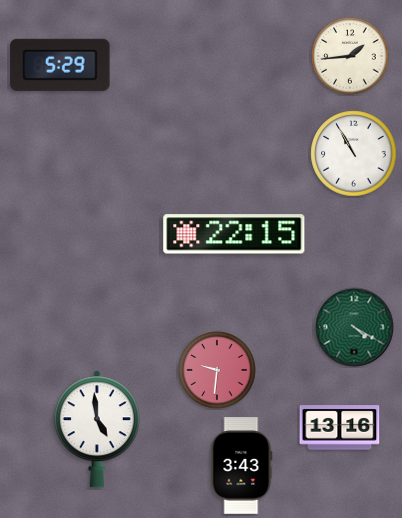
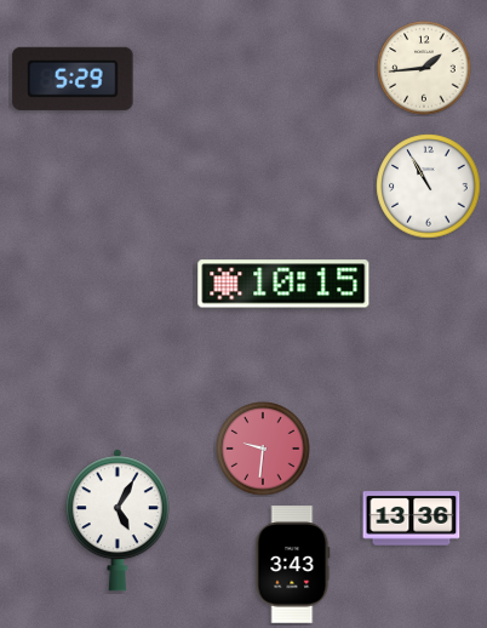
clock at (234, 234): 22:15 -> 10:15
clock at (354, 327): 4:20 -> none
clock at (340, 428): 13:16 -> 13:36
clock at (97, 429): 4:59 -> 5:05
